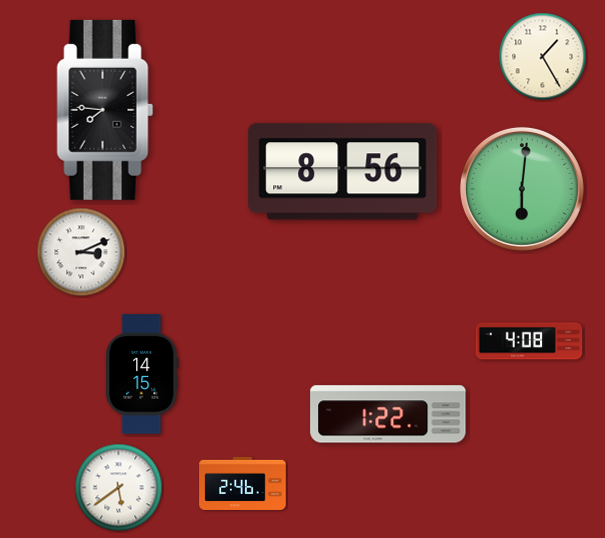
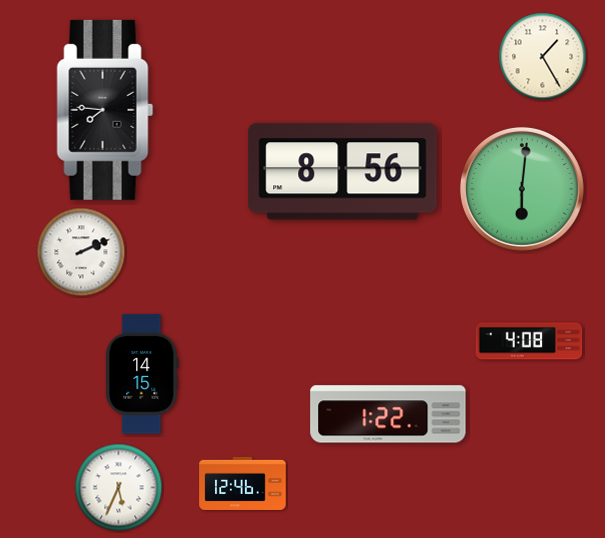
clock at (81, 252): 3:11 -> 2:11
clock at (243, 483): 2:46 -> 12:46
clock at (119, 488): 5:39 -> 5:34
